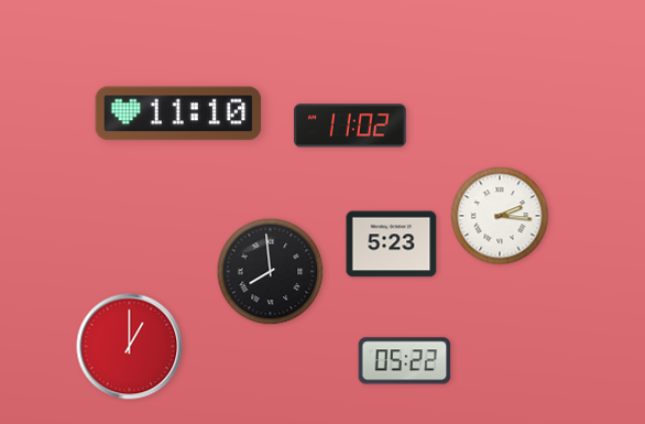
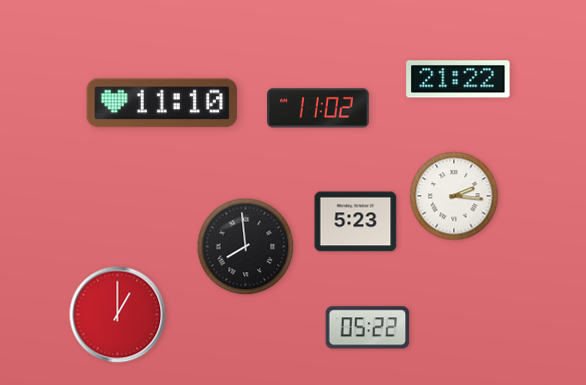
clock at (458, 79): none -> 21:22
clock at (350, 126) position: (350, 126) -> (318, 108)
